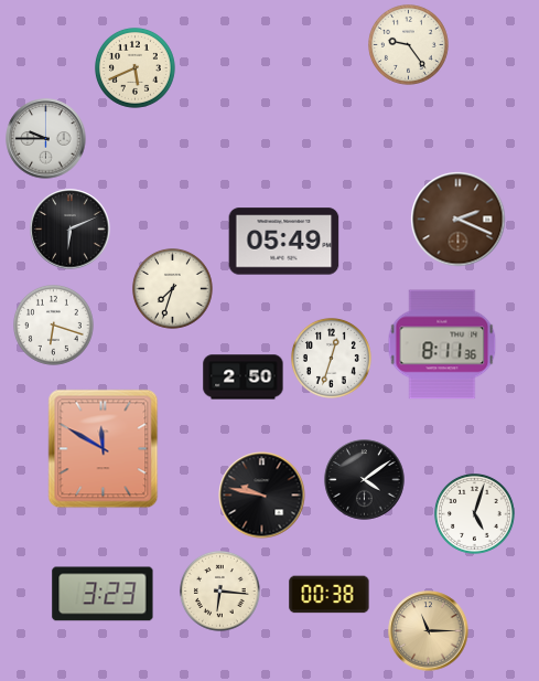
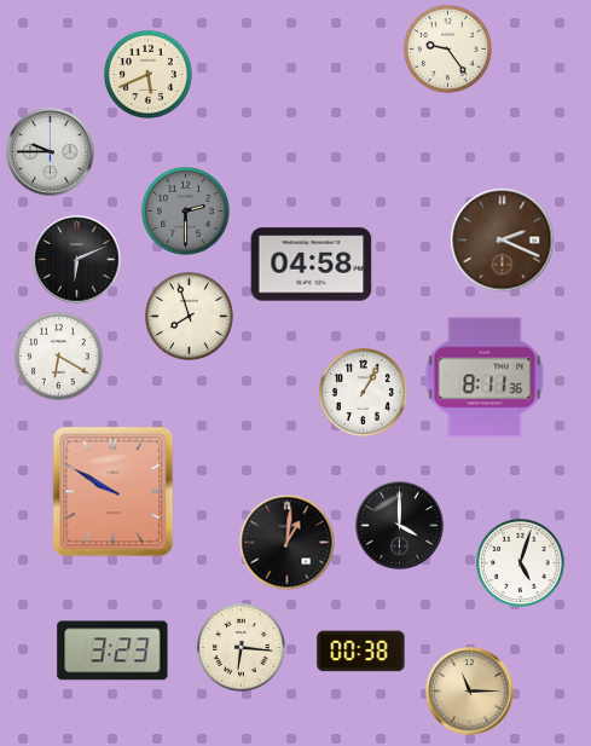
clock at (186, 212): none -> 2:30
clock at (71, 230) position: (71, 230) -> (77, 260)
clock at (284, 242): 05:49 -> 04:58
clock at (173, 289): 7:33 -> 7:57
clock at (54, 326): 6:18 -> 6:20
clock at (332, 359): 12:33 -> 1:05
clock at (244, 377): 2:50 -> none
clock at (104, 449): 11:50 -> 9:50
clock at (365, 480): 4:09 -> 4:00
clock at (262, 496): 9:47 -> 1:01
